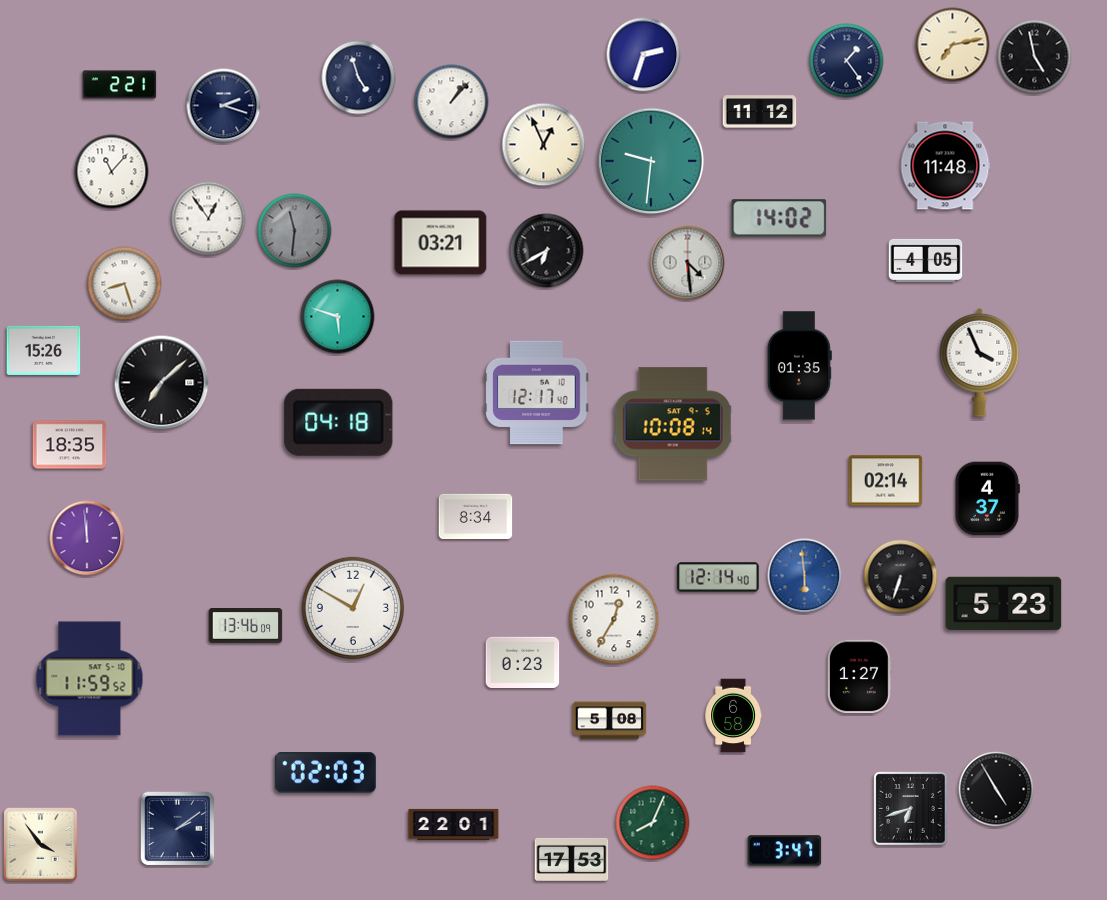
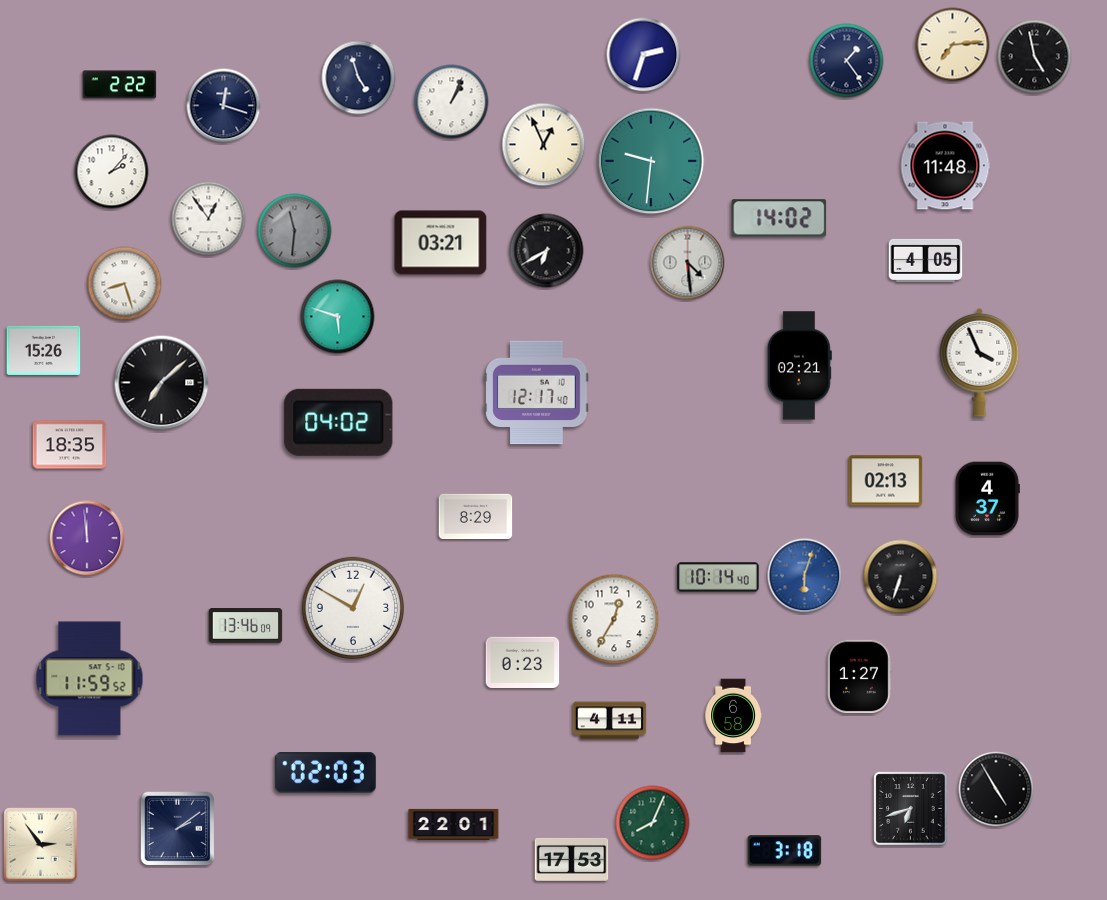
clock at (953, 45): 7:13 -> 7:14
clock at (120, 85): 2:21 -> 2:22
clock at (452, 102): 1:07 -> 1:04
clock at (224, 106): 2:18 -> 12:18
clock at (760, 112): 11:12 -> none
clock at (112, 172): 11:07 -> 2:07
clock at (799, 366): 01:35 -> 02:21
clock at (339, 422): 04:18 -> 04:02
clock at (673, 424): 10:08 -> none
clock at (886, 481): 02:14 -> 02:13
clock at (476, 516): 8:34 -> 8:29
clock at (805, 576): 5:59 -> 6:03
clock at (718, 577): 12:14 -> 10:14
clock at (1004, 604): 5:23 -> none
clock at (610, 721): 5:08 -> 4:11
clock at (41, 845): 3:54 -> 2:54
clock at (785, 851): 3:47 -> 3:18
